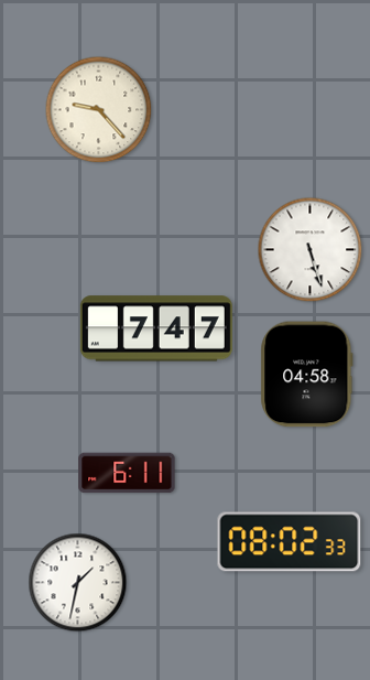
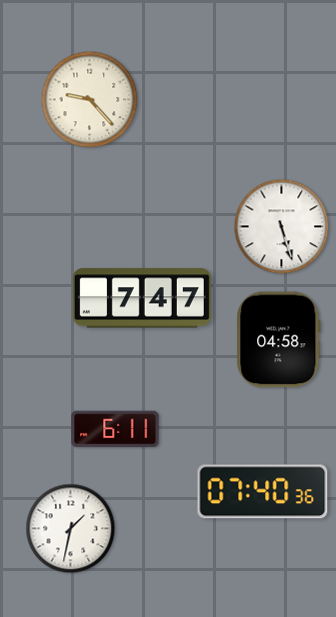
clock at (290, 542): 08:02 -> 07:40
